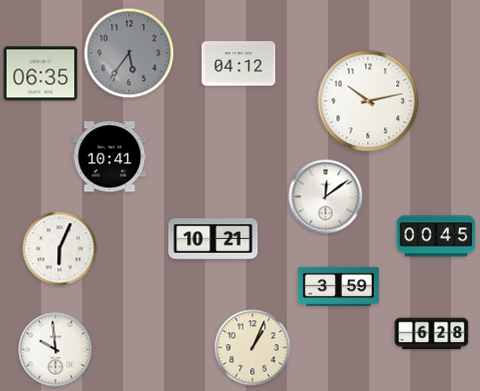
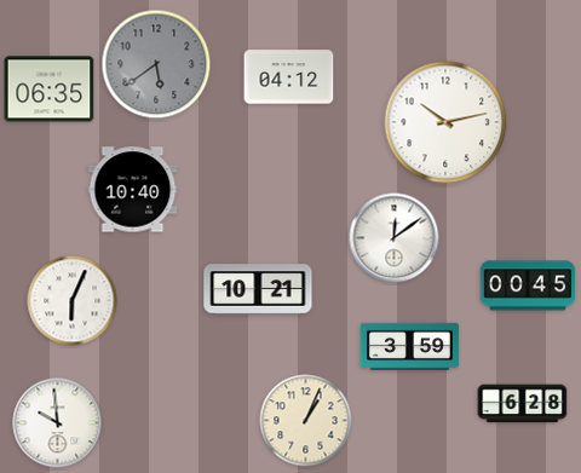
clock at (129, 53): 5:36 -> 5:39
clock at (110, 157): 10:41 -> 10:40
clock at (56, 350) position: (56, 350) -> (58, 423)
